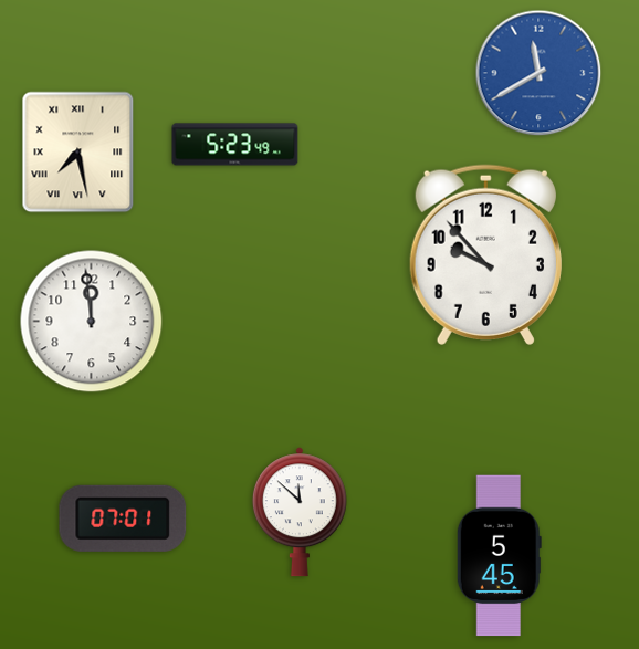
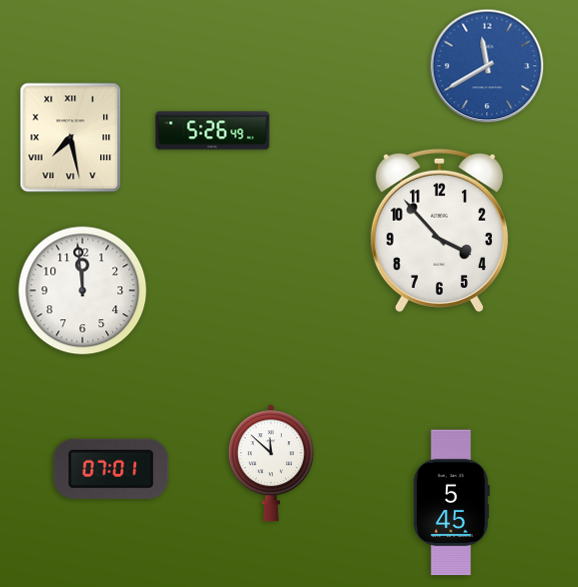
clock at (235, 145): 5:23 -> 5:26
clock at (485, 254): 9:53 -> 3:53
